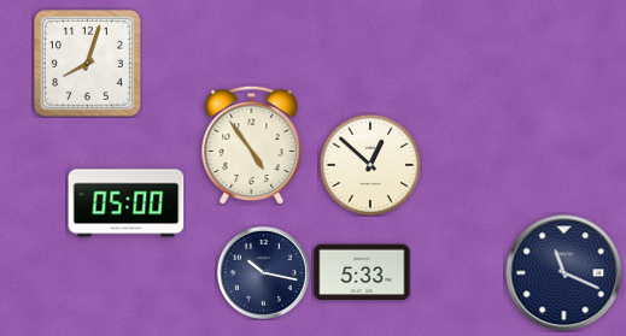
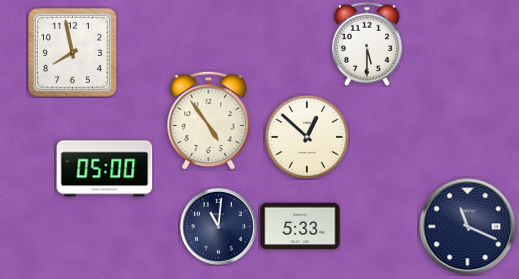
clock at (367, 44): none -> 5:30
clock at (88, 64): 8:03 -> 7:58
clock at (263, 272): 10:17 -> 11:01
